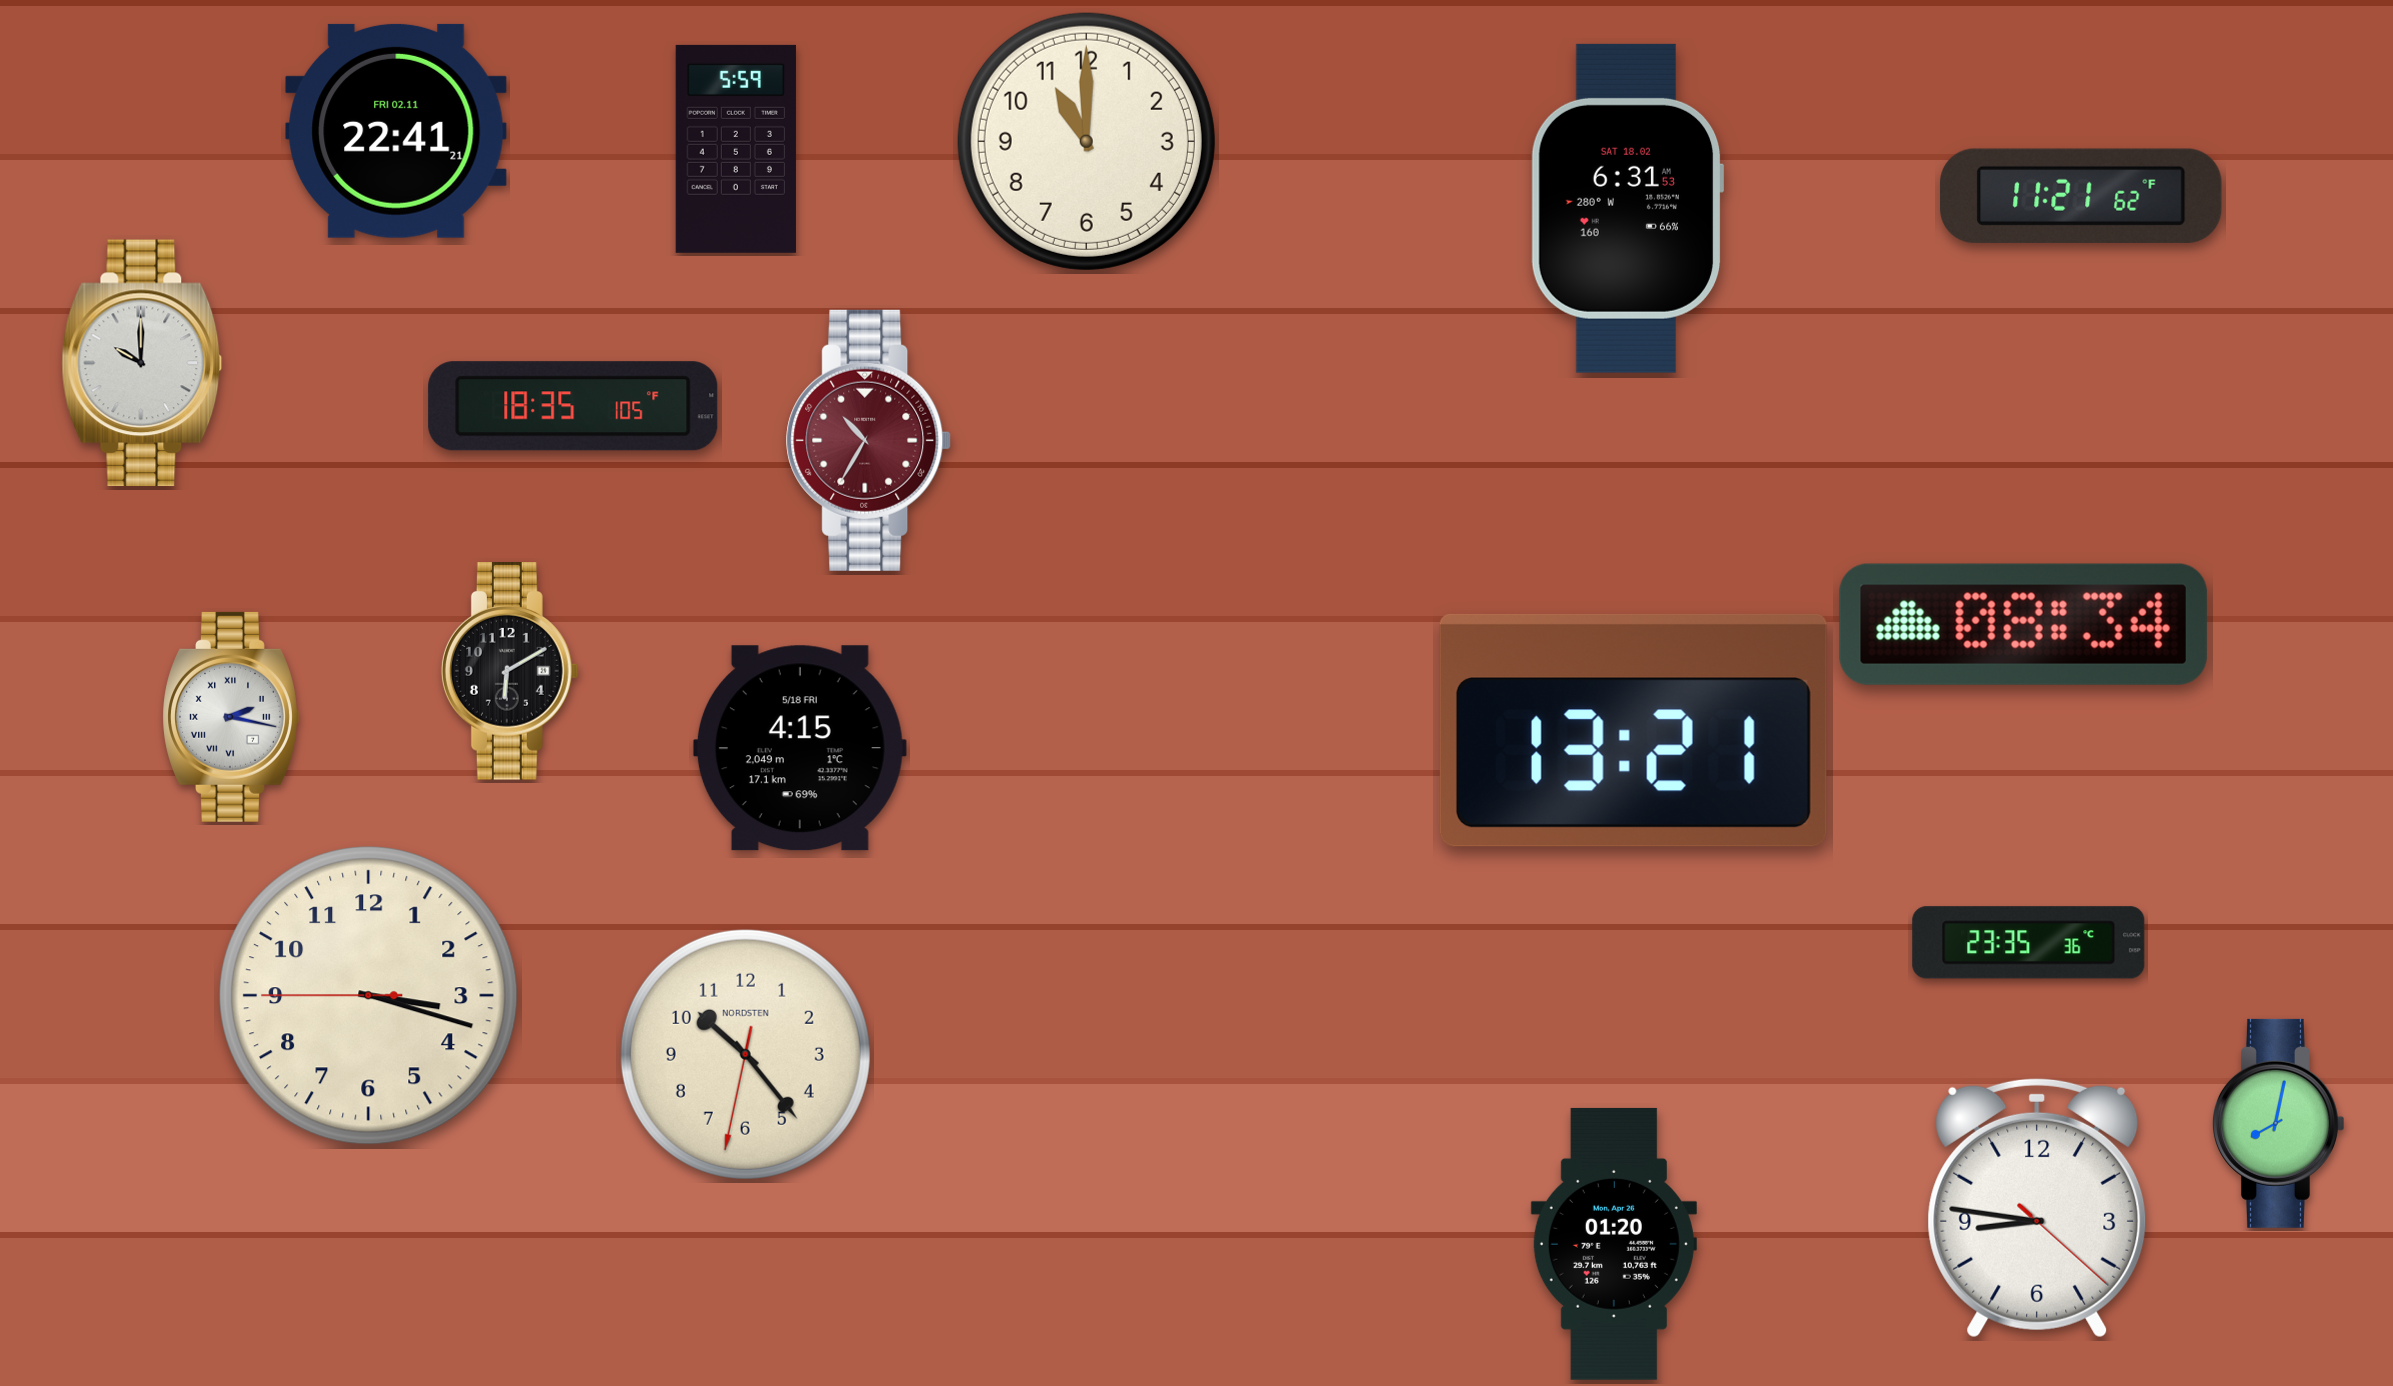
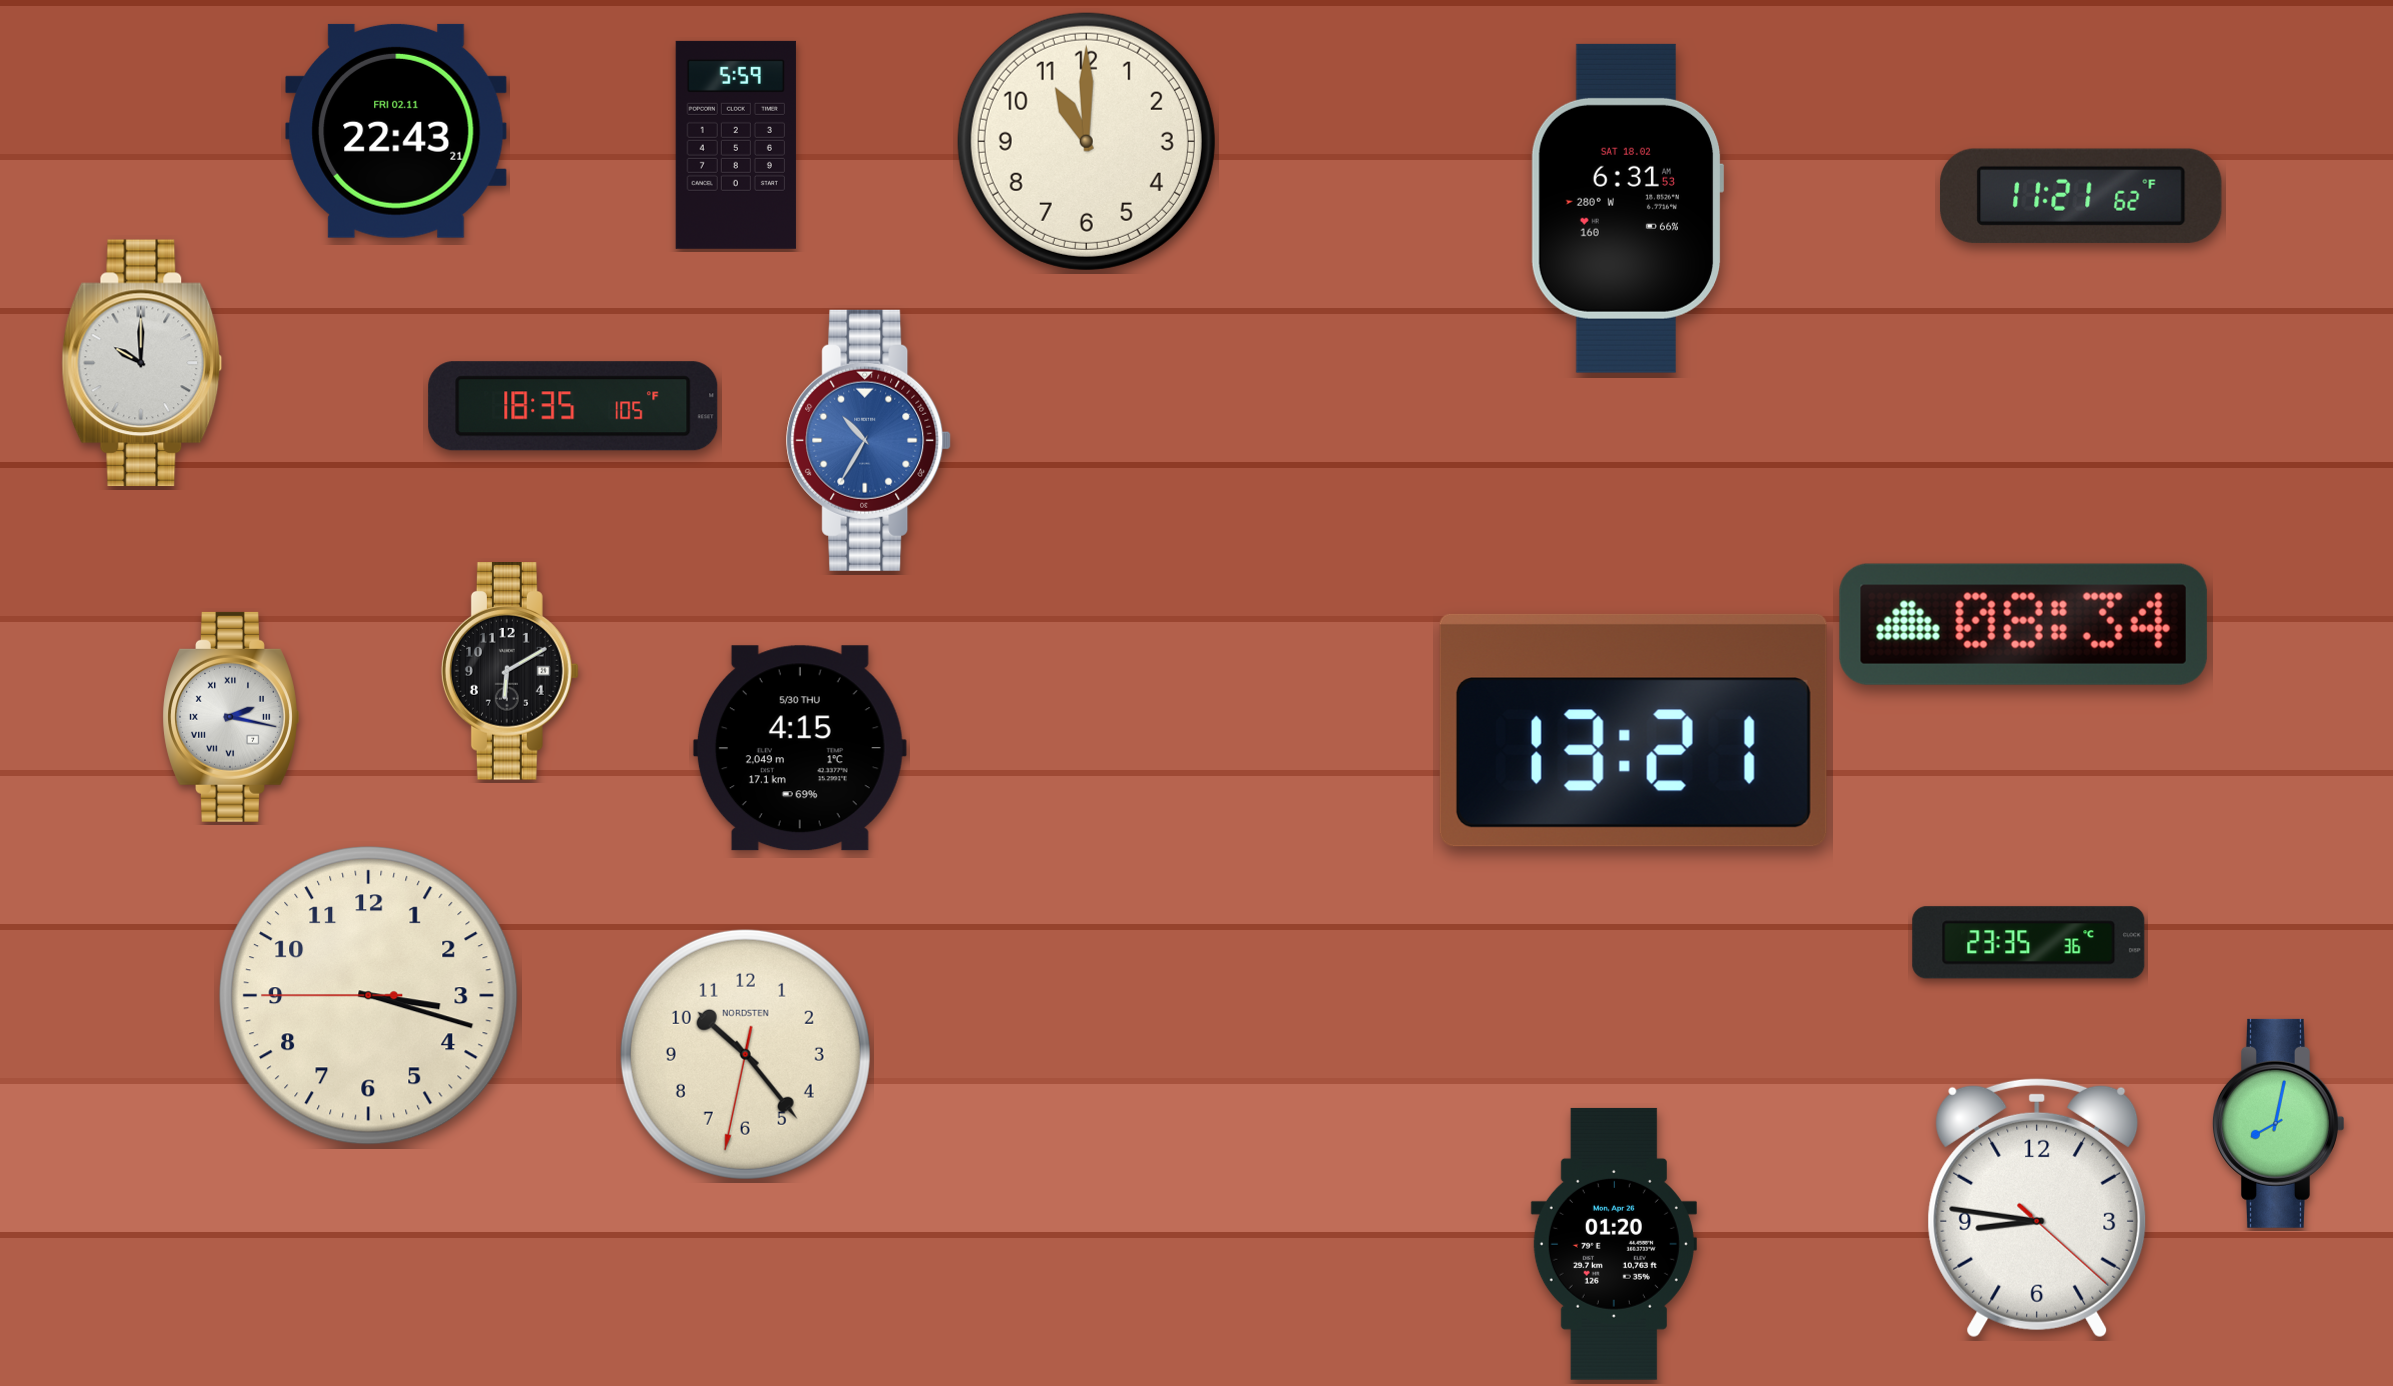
clock at (396, 131): 22:41 -> 22:43
clock at (736, 149) position: (736, 149) -> (736, 145)
clock at (869, 440) dial: burgundy -> blue
clock at (800, 748) date: 5/18 FRI -> 5/30 THU
